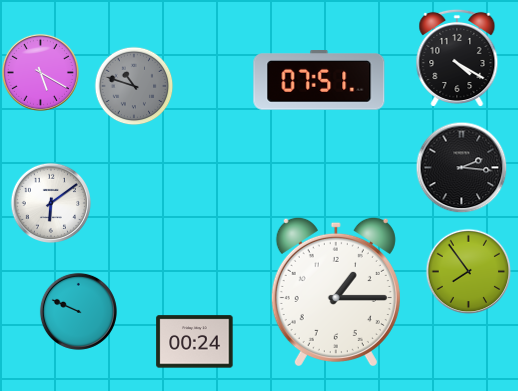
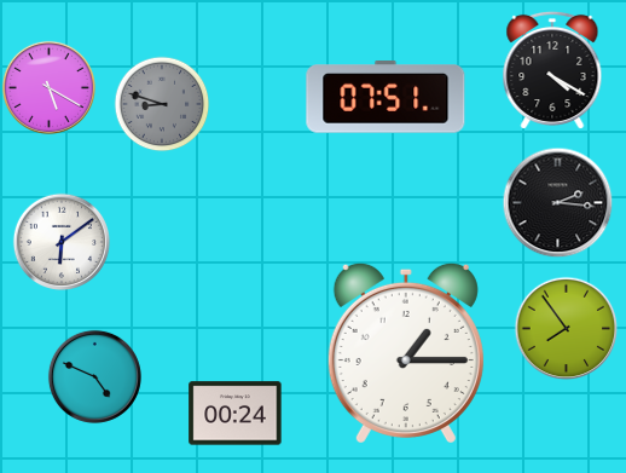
clock at (134, 86): 10:48 -> 8:48
clock at (51, 203) position: (51, 203) -> (62, 242)
clock at (78, 311): 9:49 -> 4:49
